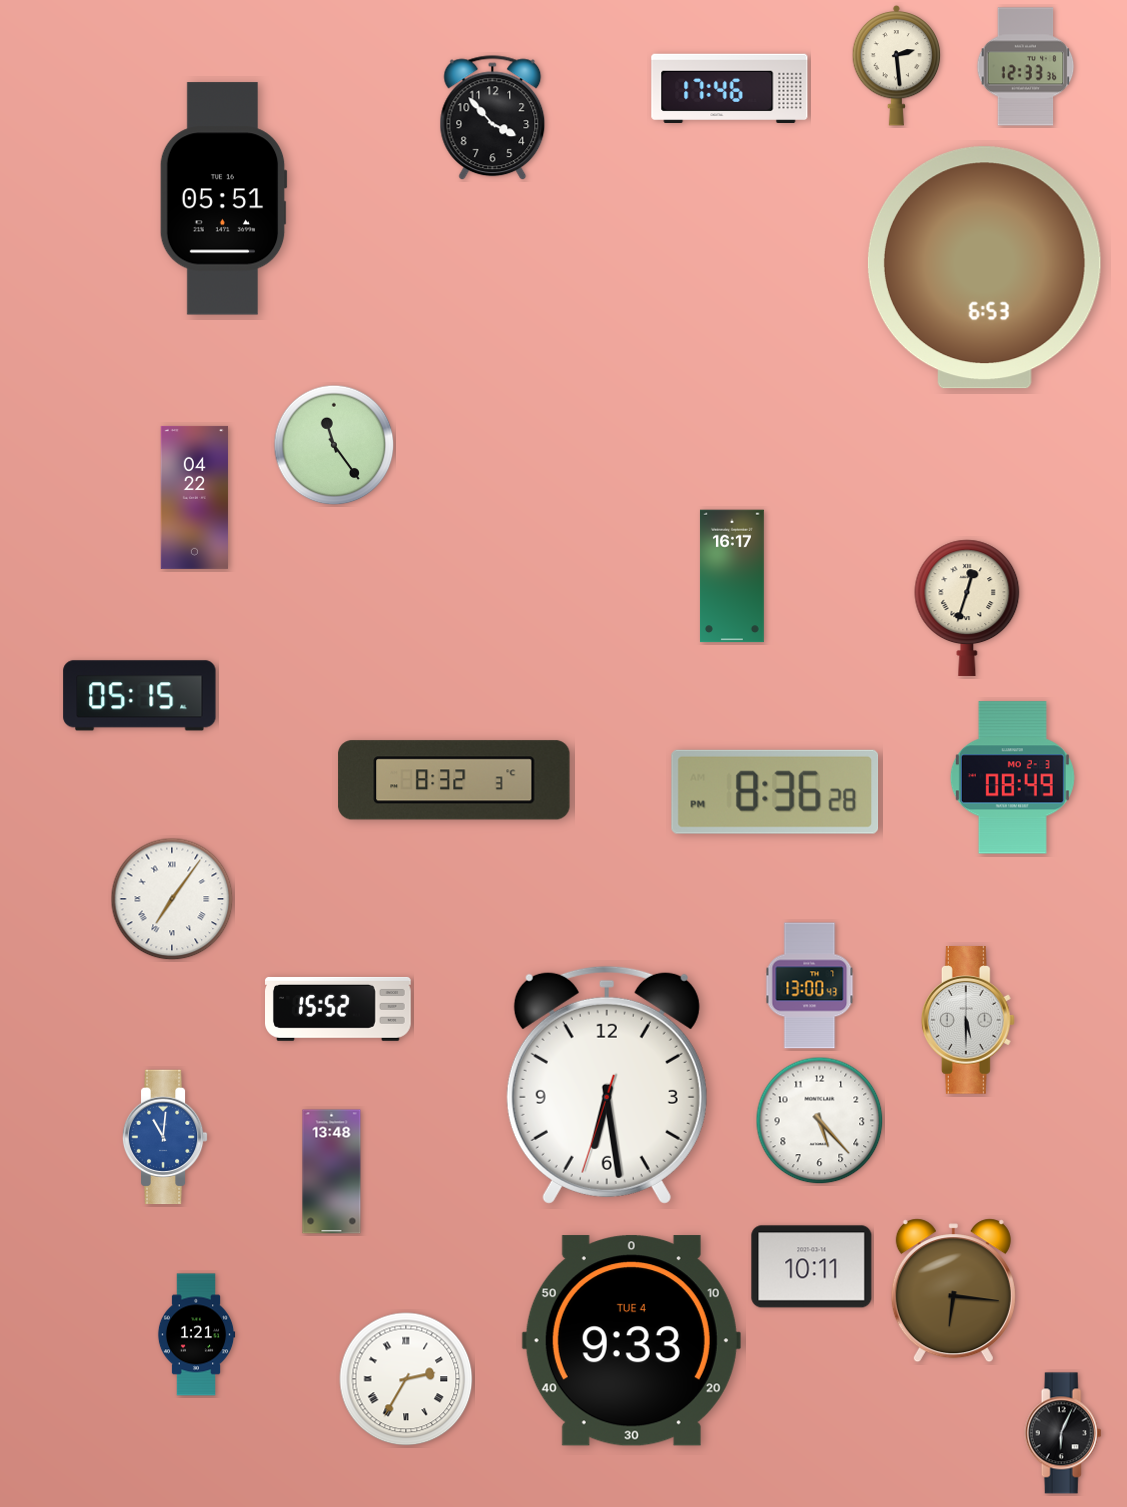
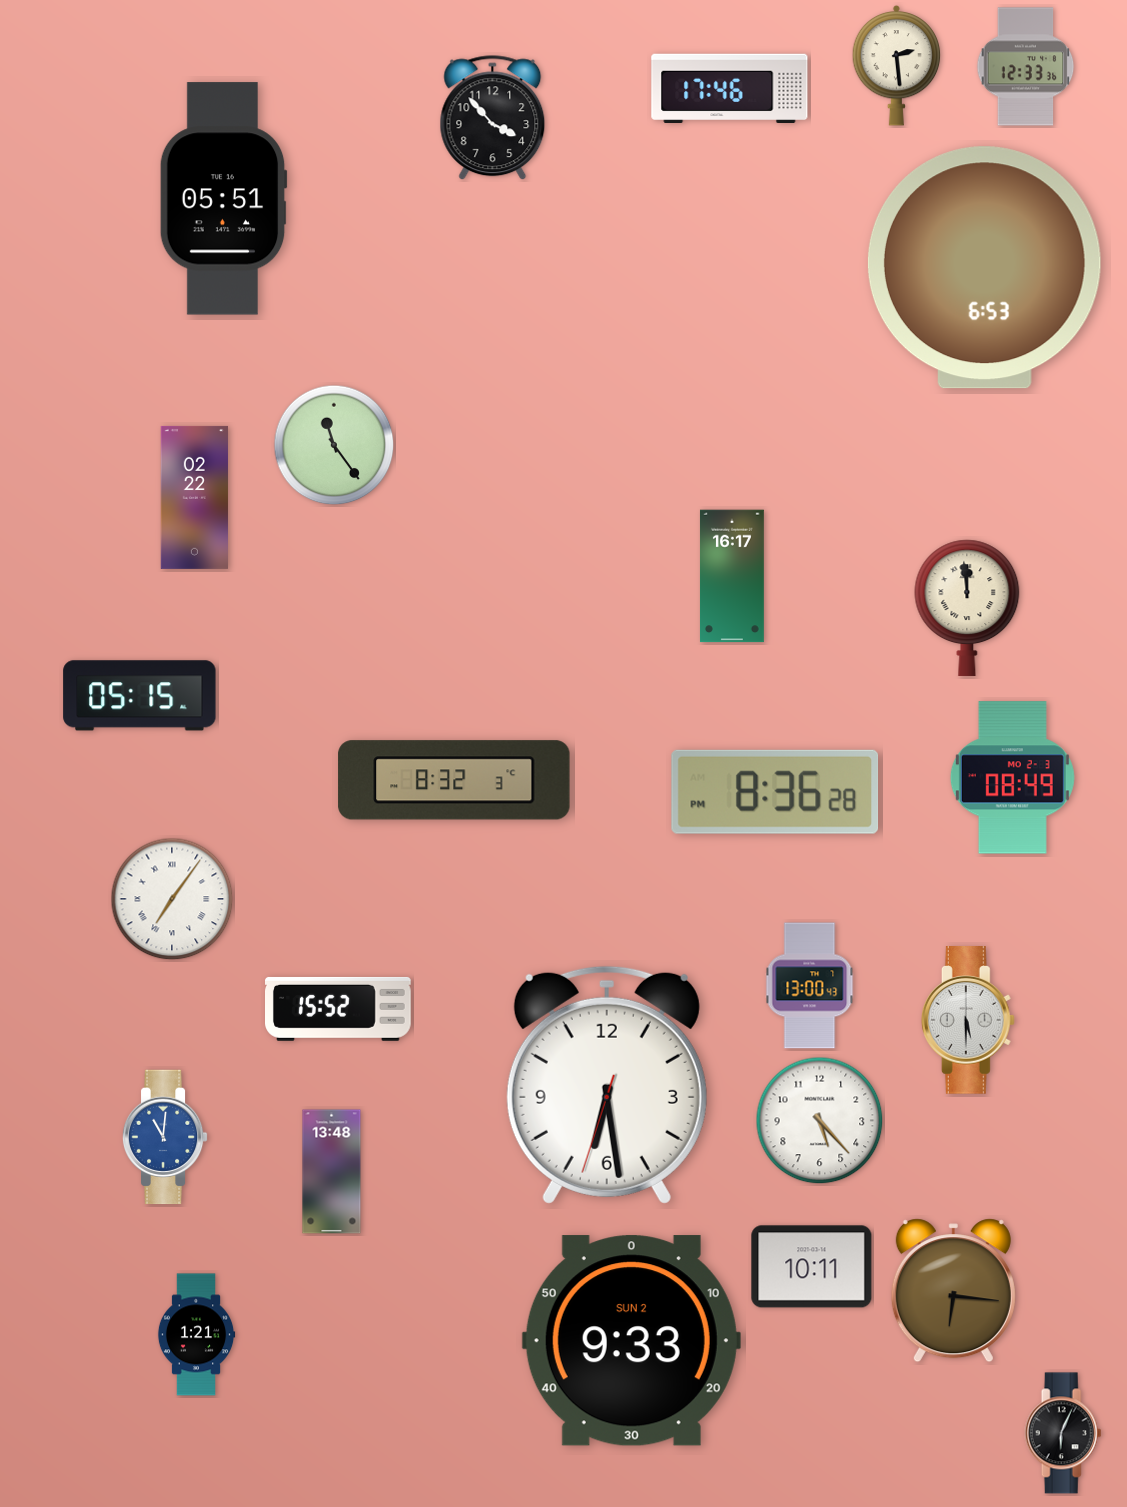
clock at (194, 497): 04:22 -> 02:22
clock at (967, 608): 12:33 -> 11:59
clock at (631, 1341) date: TUE 4 -> SUN 2
clock at (406, 1379): 2:35 -> none
